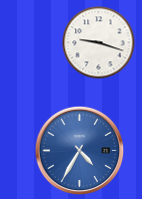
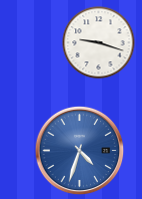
clock at (80, 151): 4:35 -> 4:33
